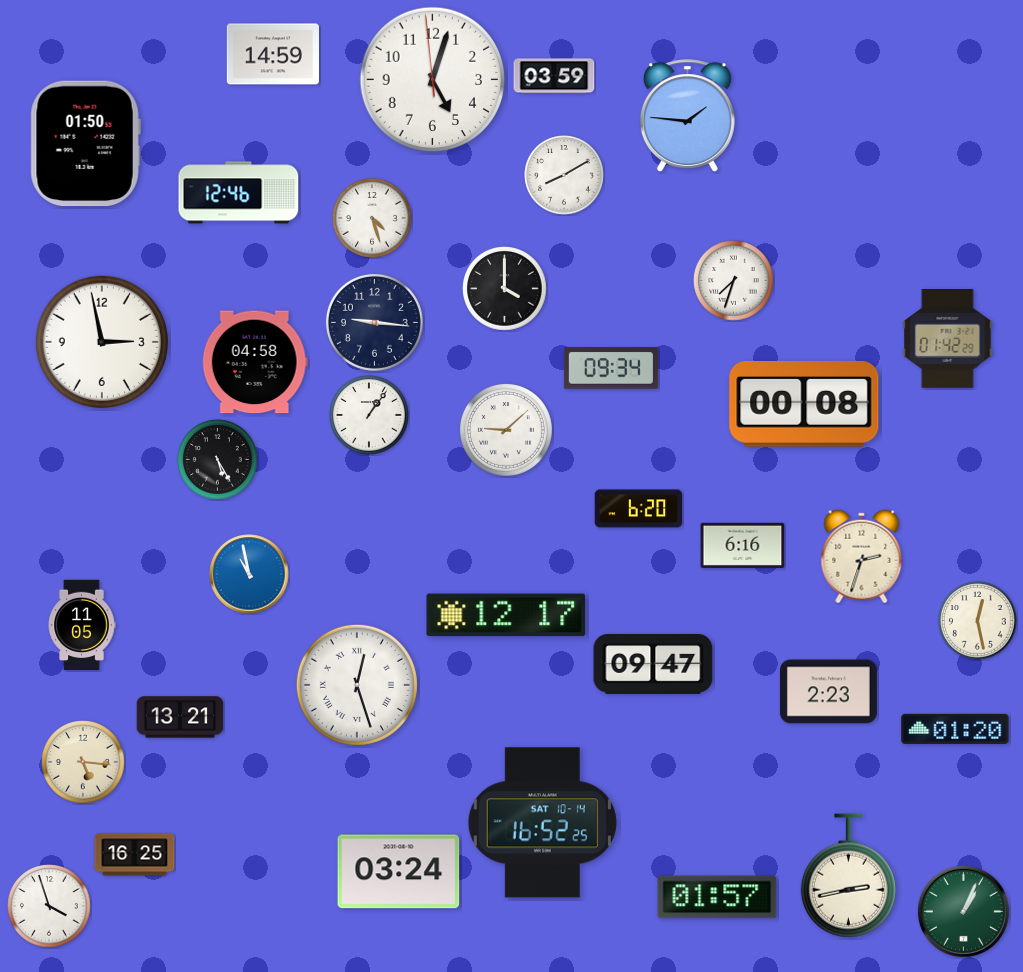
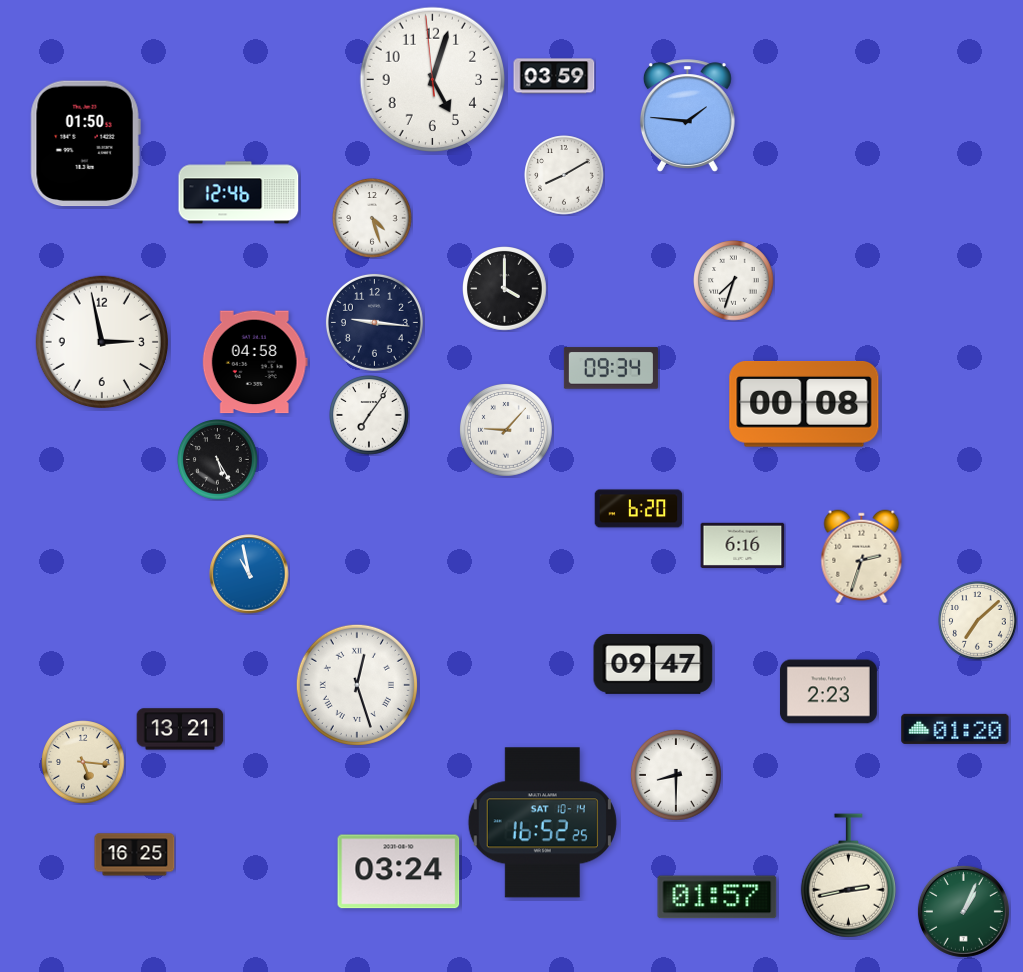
clock at (273, 54): 14:59 -> none
clock at (948, 339): 01:42 -> none
clock at (369, 415): 1:06 -> 7:06
clock at (506, 430): 9:08 -> 9:07
clock at (506, 615): 12:17 -> none
clock at (978, 621): 12:28 -> 7:08
clock at (82, 625): 11:05 -> none
clock at (180, 717) position: (180, 717) -> (180, 729)
clock at (676, 775): none -> 8:30
clock at (49, 906): 3:57 -> none
